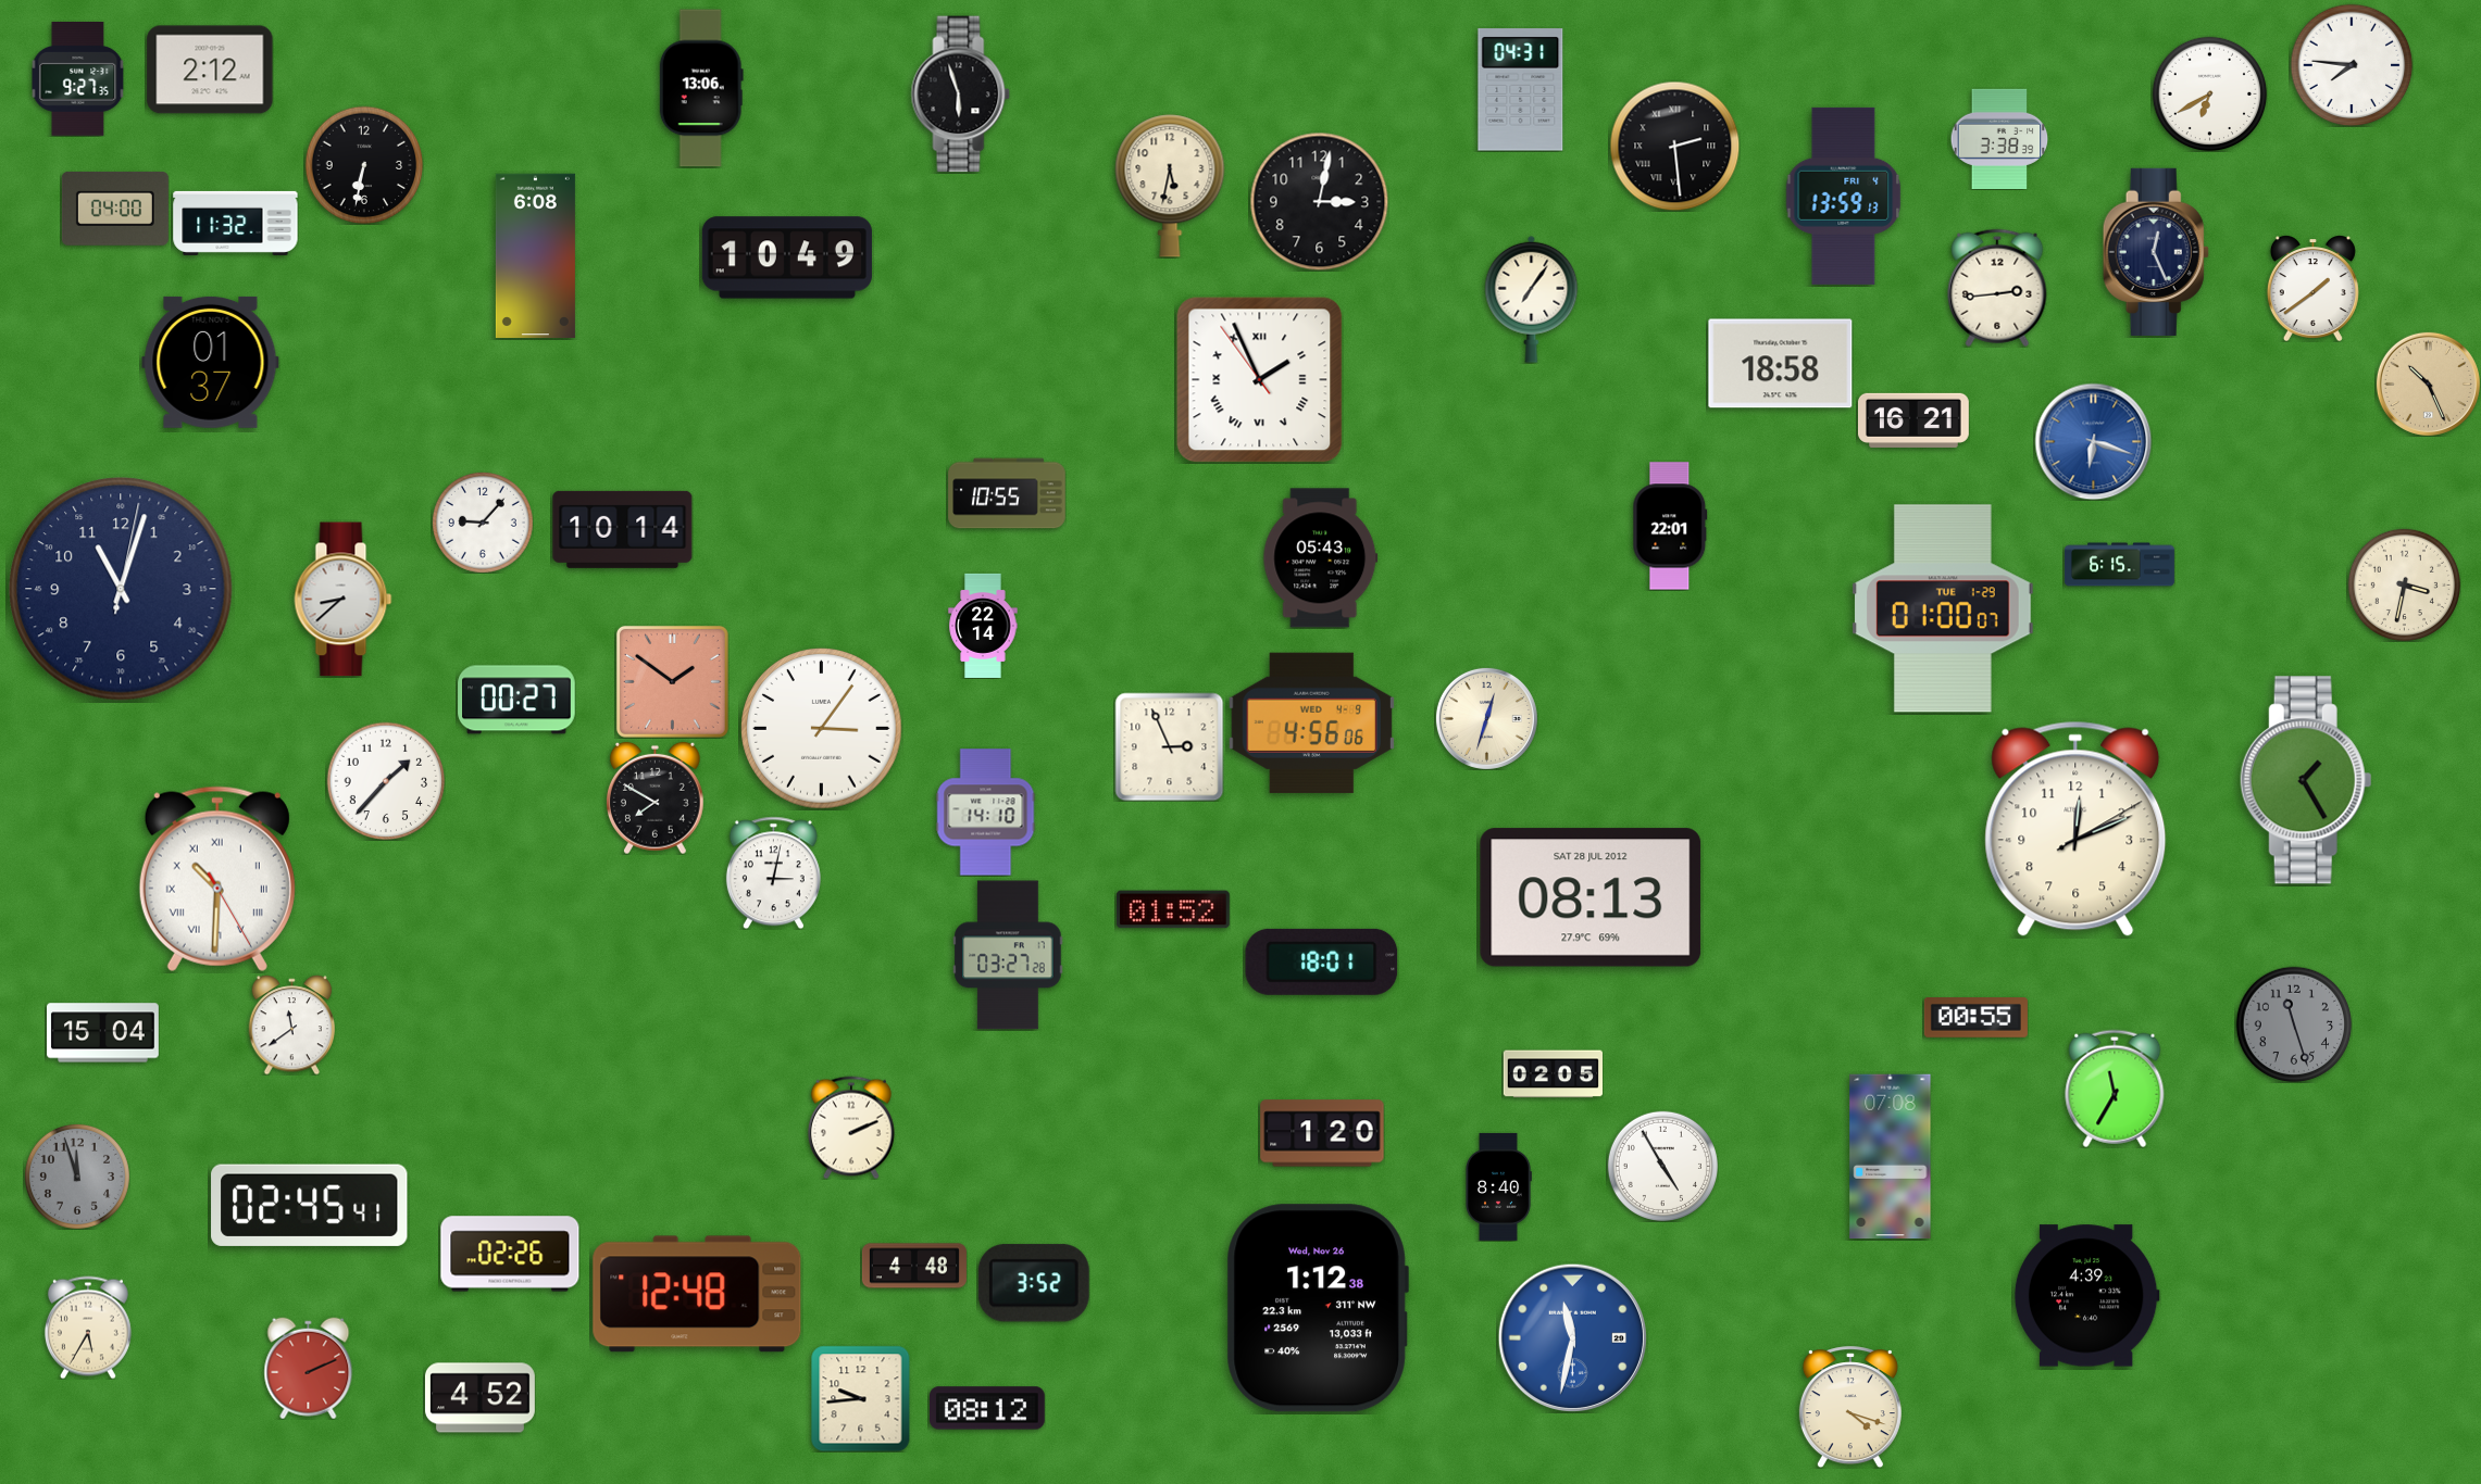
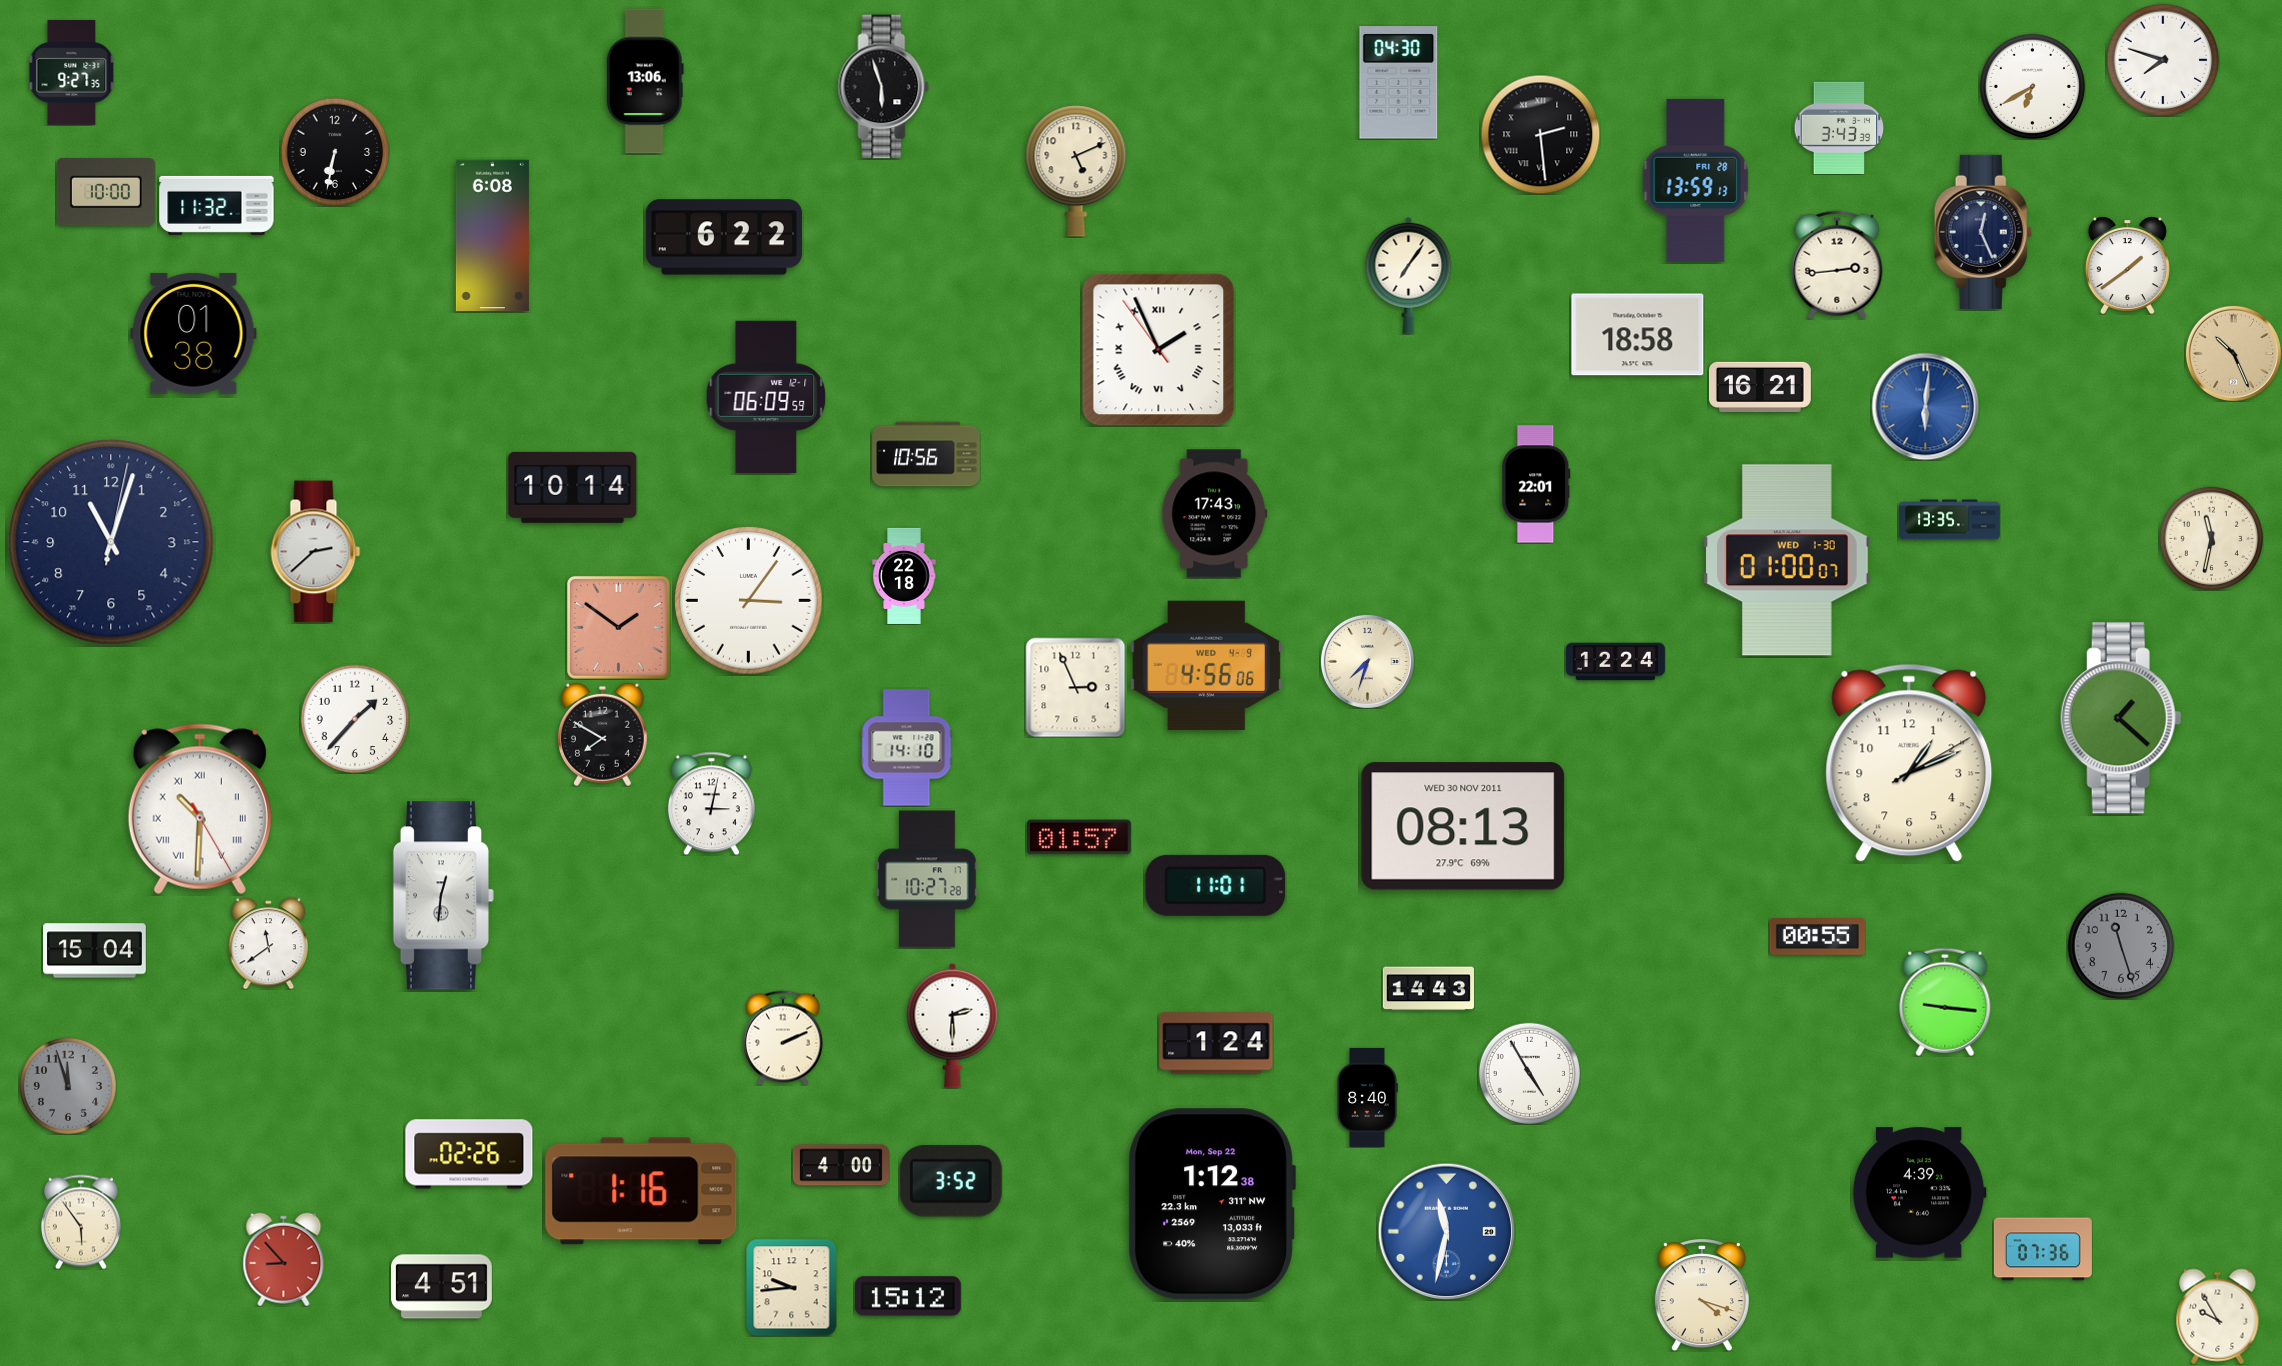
clock at (2352, 65): 7:46 -> 7:48
clock at (210, 70): 2:12 -> none
clock at (1521, 90): 04:31 -> 04:30
clock at (1999, 139): 3:38 -> 3:43
clock at (1170, 186): 5:32 -> 5:11
clock at (1844, 196) date: FRI 4 -> FRI 28
clock at (1319, 201): 3:02 -> none
clock at (115, 209): 04:00 -> 10:00
clock at (787, 257): 10:49 -> 6:22
clock at (211, 362): 01:37 -> 01:38
clock at (766, 396): none -> 06:09
clock at (2093, 441): 6:18 -> 6:01
clock at (1007, 493): 10:55 -> 10:56
clock at (483, 523): 9:07 -> none
clock at (1321, 558): 05:43 -> 17:43
clock at (2119, 565): 6:15 -> 13:35
clock at (2404, 584): 3:32 -> 11:32
clock at (344, 600): 8:38 -> 2:38
clock at (1943, 608) date: TUE 1-29 -> WED 1-30
clock at (983, 626): 22:14 -> 22:18
clock at (516, 700): 00:27 -> none
clock at (1486, 718): 12:33 -> 7:33
clock at (1615, 662): none -> 12:24
clock at (822, 729) position: (822, 729) -> (749, 601)
clock at (2306, 780): 1:25 -> 1:22
clock at (2075, 829): 12:11 -> 1:11
clock at (1591, 897) date: SAT 28 JUL 2012 -> WED 30 NOV 2011
clock at (1174, 909): 01:52 -> 01:57
clock at (1008, 955): 03:27 -> 10:27
clock at (1322, 961): 18:01 -> 11:01
clock at (443, 896): none -> 12:31
clock at (2294, 1024) position: (2294, 1024) -> (2121, 946)
clock at (1553, 1074): 02:05 -> 14:43
clock at (2115, 1089): 11:35 -> 9:16
clock at (953, 1025): none -> 2:30
clock at (1322, 1133): 1:20 -> 1:24
clock at (1891, 1157): 07:08 -> none
clock at (77, 1177) position: (77, 1177) -> (68, 1086)
clock at (1498, 1186) position: (1498, 1186) -> (1367, 1097)
clock at (310, 1205): 02:45 -> none
clock at (914, 1266): 4:48 -> 4:00
clock at (697, 1294): 12:48 -> 1:16
clock at (1318, 1308) date: Wed, Nov 26 -> Mon, Sep 22
clock at (88, 1328): 5:35 -> 5:54
clock at (2043, 1249): none -> 07:36
clock at (309, 1368): 2:11 -> 8:53
clock at (479, 1398): 4:52 -> 4:51
clock at (988, 1408): 08:12 -> 15:12
clock at (2218, 1316): none -> 9:55
